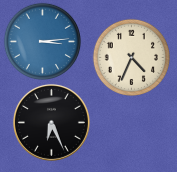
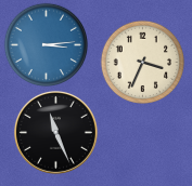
clock at (131, 57): 4:34 -> 3:34
clock at (51, 122): 6:26 -> 11:26
